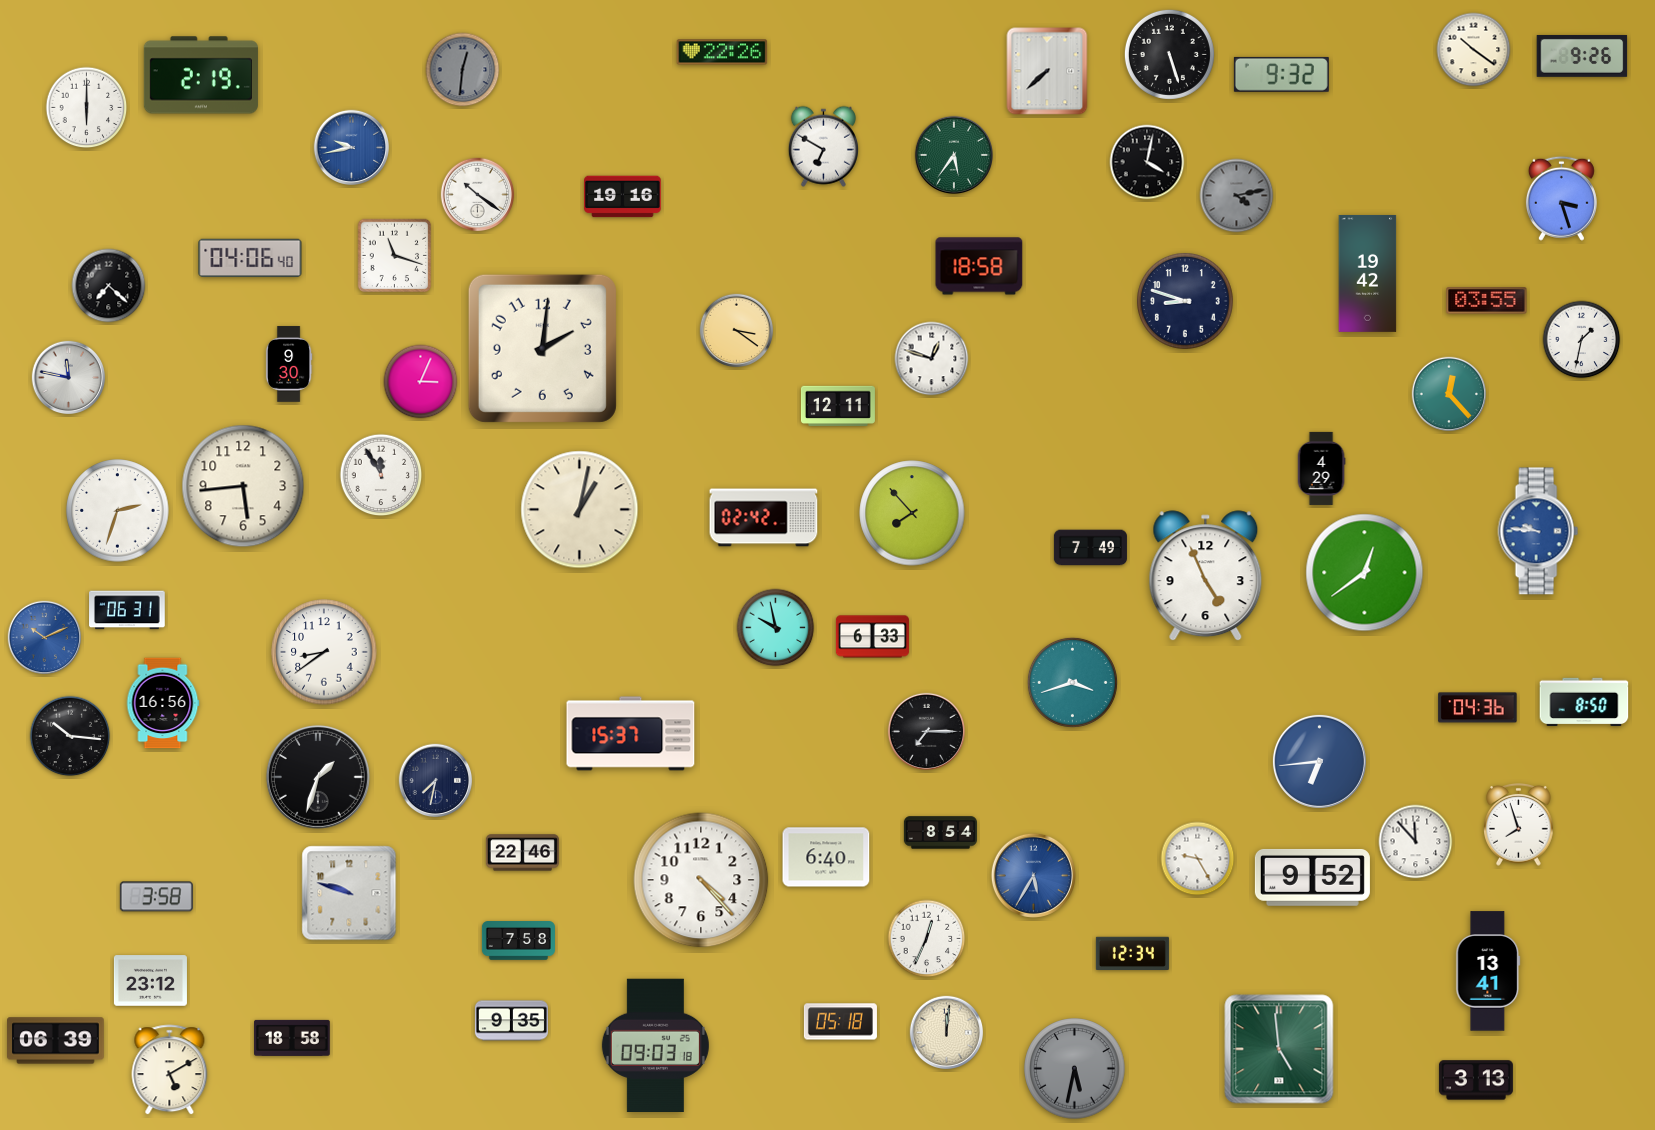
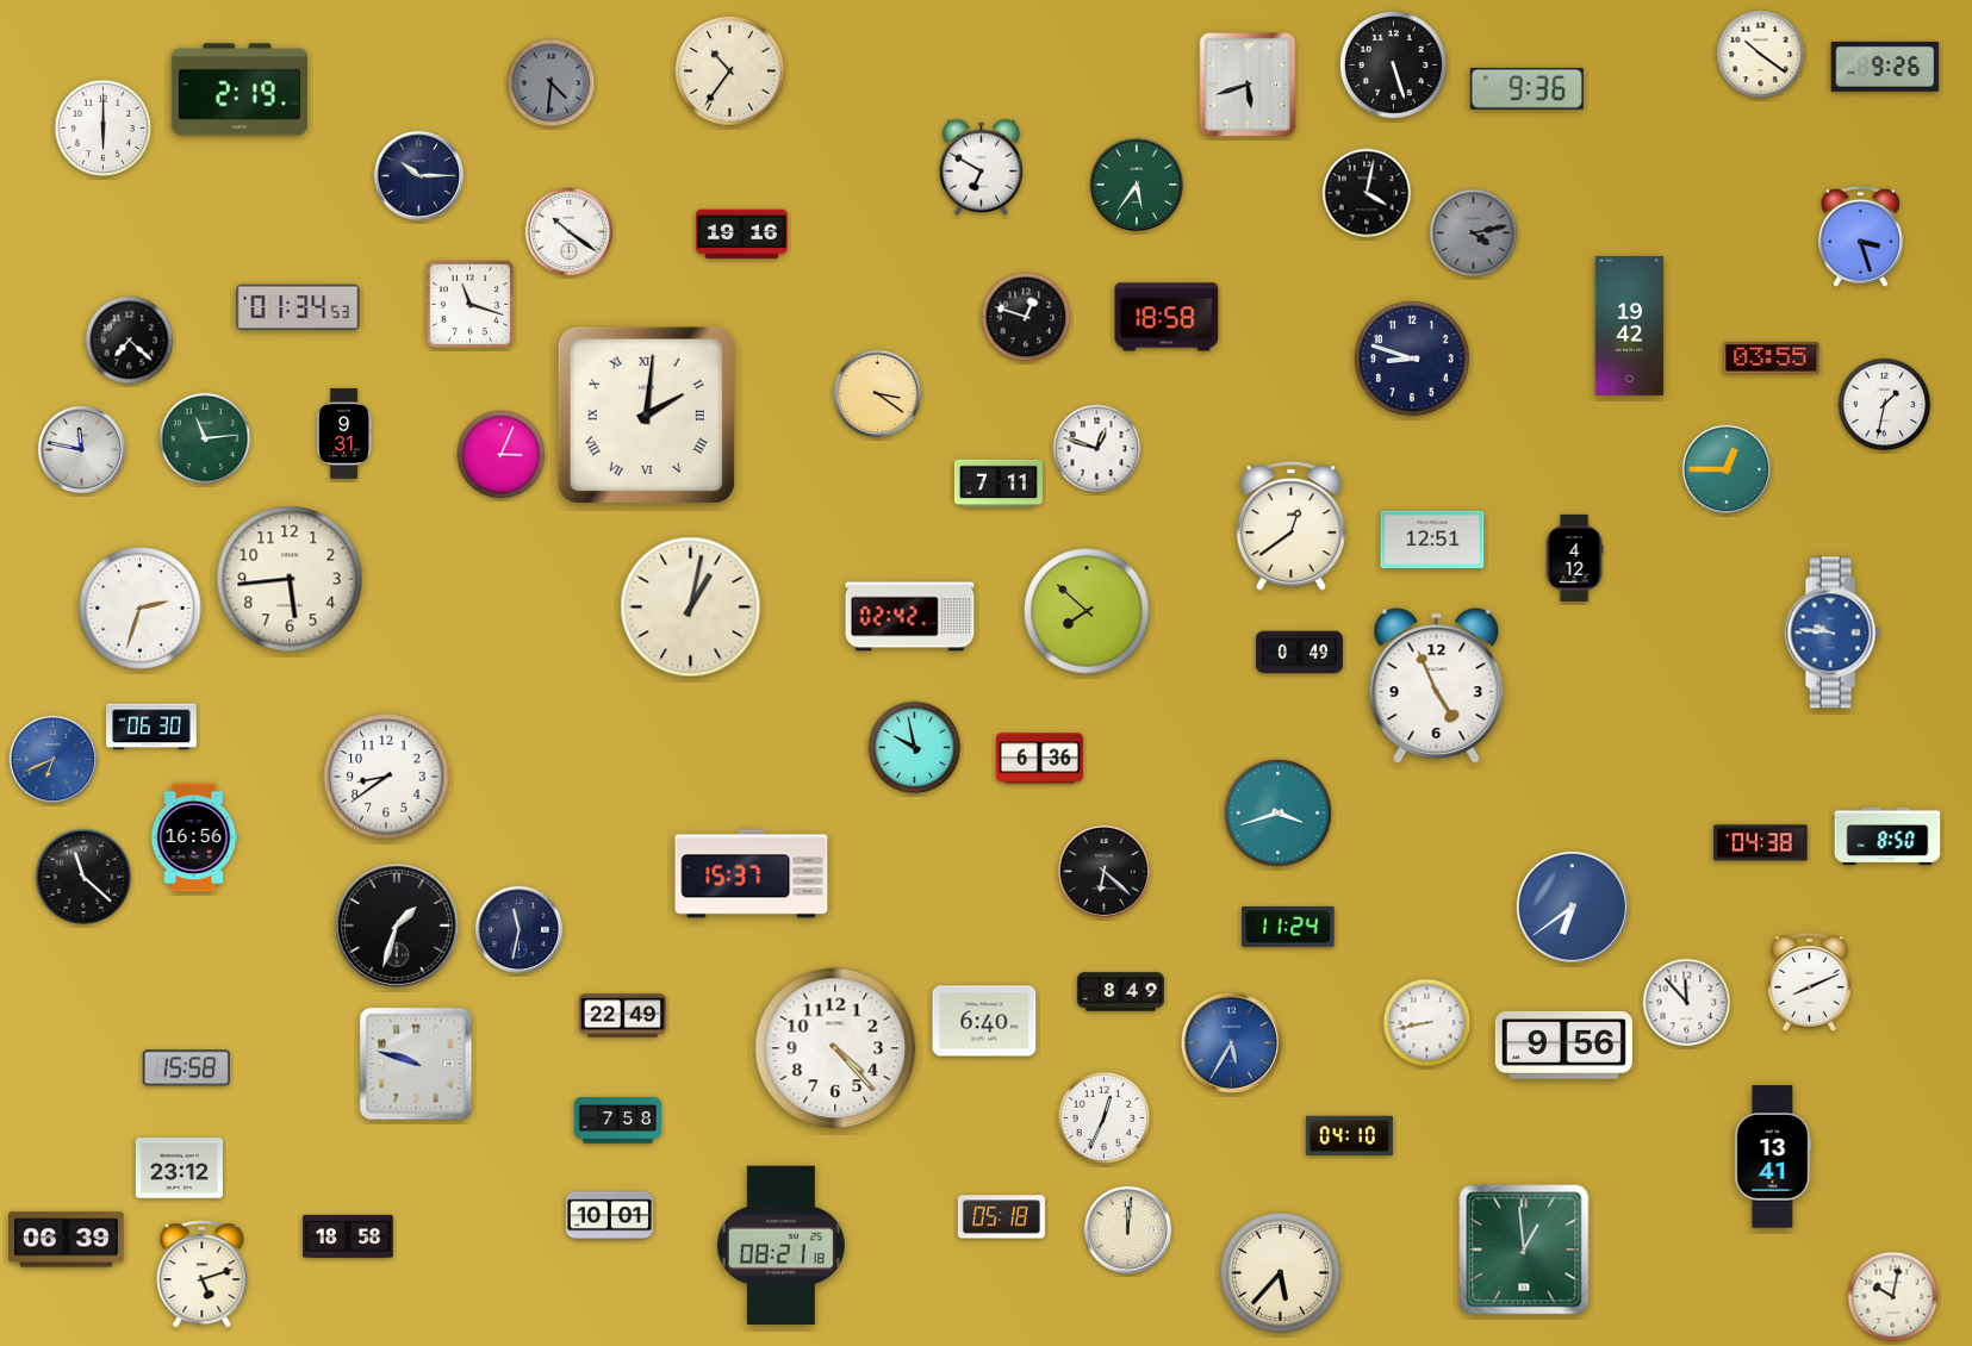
clock at (1474, 50) position: (1474, 50) -> (1761, 55)
clock at (722, 52): 22:26 -> none
clock at (729, 70): none -> 10:36
clock at (463, 70): 12:31 -> 4:31
clock at (1047, 71): 7:38 -> 5:42
clock at (1281, 74): 9:32 -> 9:36
clock at (823, 146) position: (823, 146) -> (981, 167)
clock at (352, 148): 9:43 -> 10:15
clock at (352, 148) dial: blue -> navy
clock at (250, 258): 04:06 -> 01:34
clock at (1026, 317): none -> 12:48
clock at (542, 348) numerals: Arabic -> Roman
clock at (932, 359) position: (932, 359) -> (1097, 449)
clock at (289, 364): 9:30 -> 9:31
clock at (205, 438): none -> 11:14
clock at (1449, 394): 12:23 -> 12:45
clock at (838, 406): 12:11 -> 7:11
clock at (1290, 526): none -> 12:39
clock at (1432, 540): none -> 12:51
clock at (1321, 468): 4:29 -> 4:12
clock at (381, 475): 11:55 -> none
clock at (912, 513): 7:53 -> 7:52
clock at (1090, 548): 7:49 -> 0:49
clock at (1365, 573): 12:39 -> none
clock at (127, 610): 06:31 -> 06:30
clock at (776, 628) position: (776, 628) -> (915, 748)
clock at (872, 637): 6:33 -> 6:36
clock at (45, 638): 10:11 -> 6:41
clock at (1478, 708): 04:36 -> 04:38
clock at (926, 731): 7:15 -> 6:22
clock at (70, 736): 10:16 -> 11:22
clock at (1319, 761): 6:44 -> 6:39
clock at (318, 777) position: (318, 777) -> (397, 926)
clock at (1288, 927): none -> 11:24
clock at (436, 781): 7:32 -> 11:32
clock at (1519, 825): 7:57 -> 8:11
clock at (940, 833): 8:54 -> 8:49
clock at (522, 853): 22:46 -> 22:49
clock at (1198, 859): 9:25 -> 8:43
clock at (1312, 877): 9:52 -> 9:56
clock at (156, 897): 3:58 -> 15:58
clock at (1132, 953): 12:34 -> 04:10
clock at (511, 1021): 9:35 -> 10:01
clock at (655, 1045): 09:03 -> 08:21
clock at (1279, 1049): 4:59 -> 12:59
clock at (1075, 1069): 5:32 -> 5:37
clock at (1075, 1069) dial: grey -> cream
clock at (170, 1070): 5:10 -> 5:12
clock at (1476, 1080): 3:13 -> none
clock at (1893, 1297): none -> 10:02
